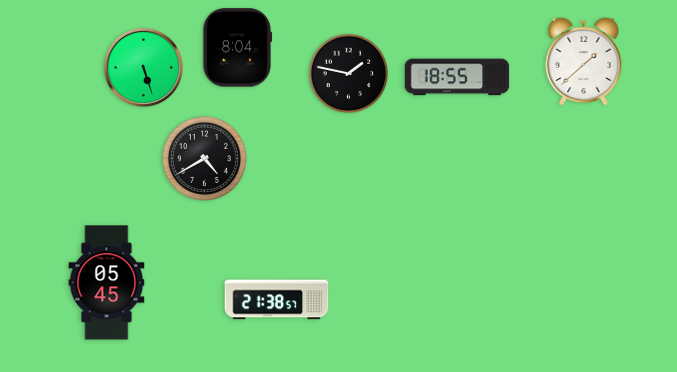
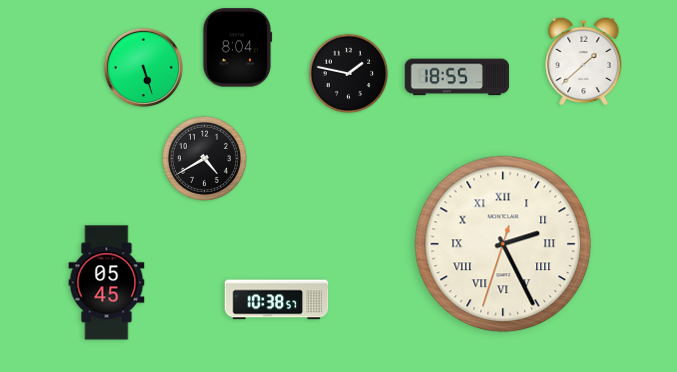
clock at (503, 244): none -> 2:25
clock at (277, 300): 21:38 -> 10:38
